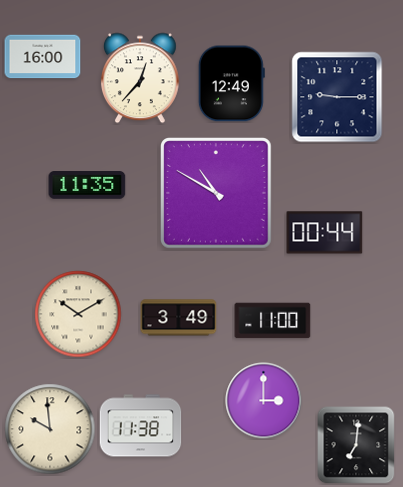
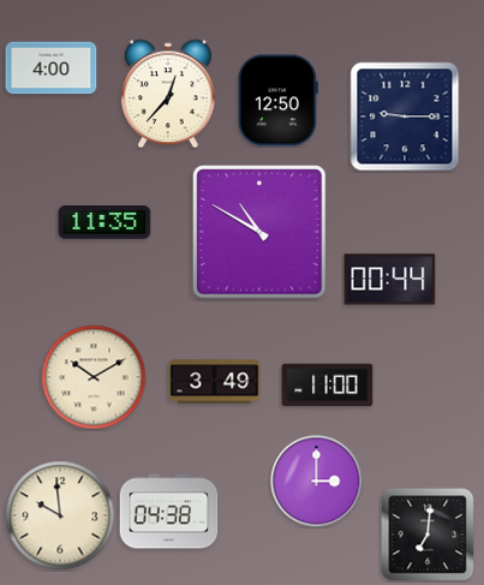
clock at (43, 57): 16:00 -> 4:00
clock at (231, 84): 12:49 -> 12:50
clock at (141, 426): 11:38 -> 04:38
